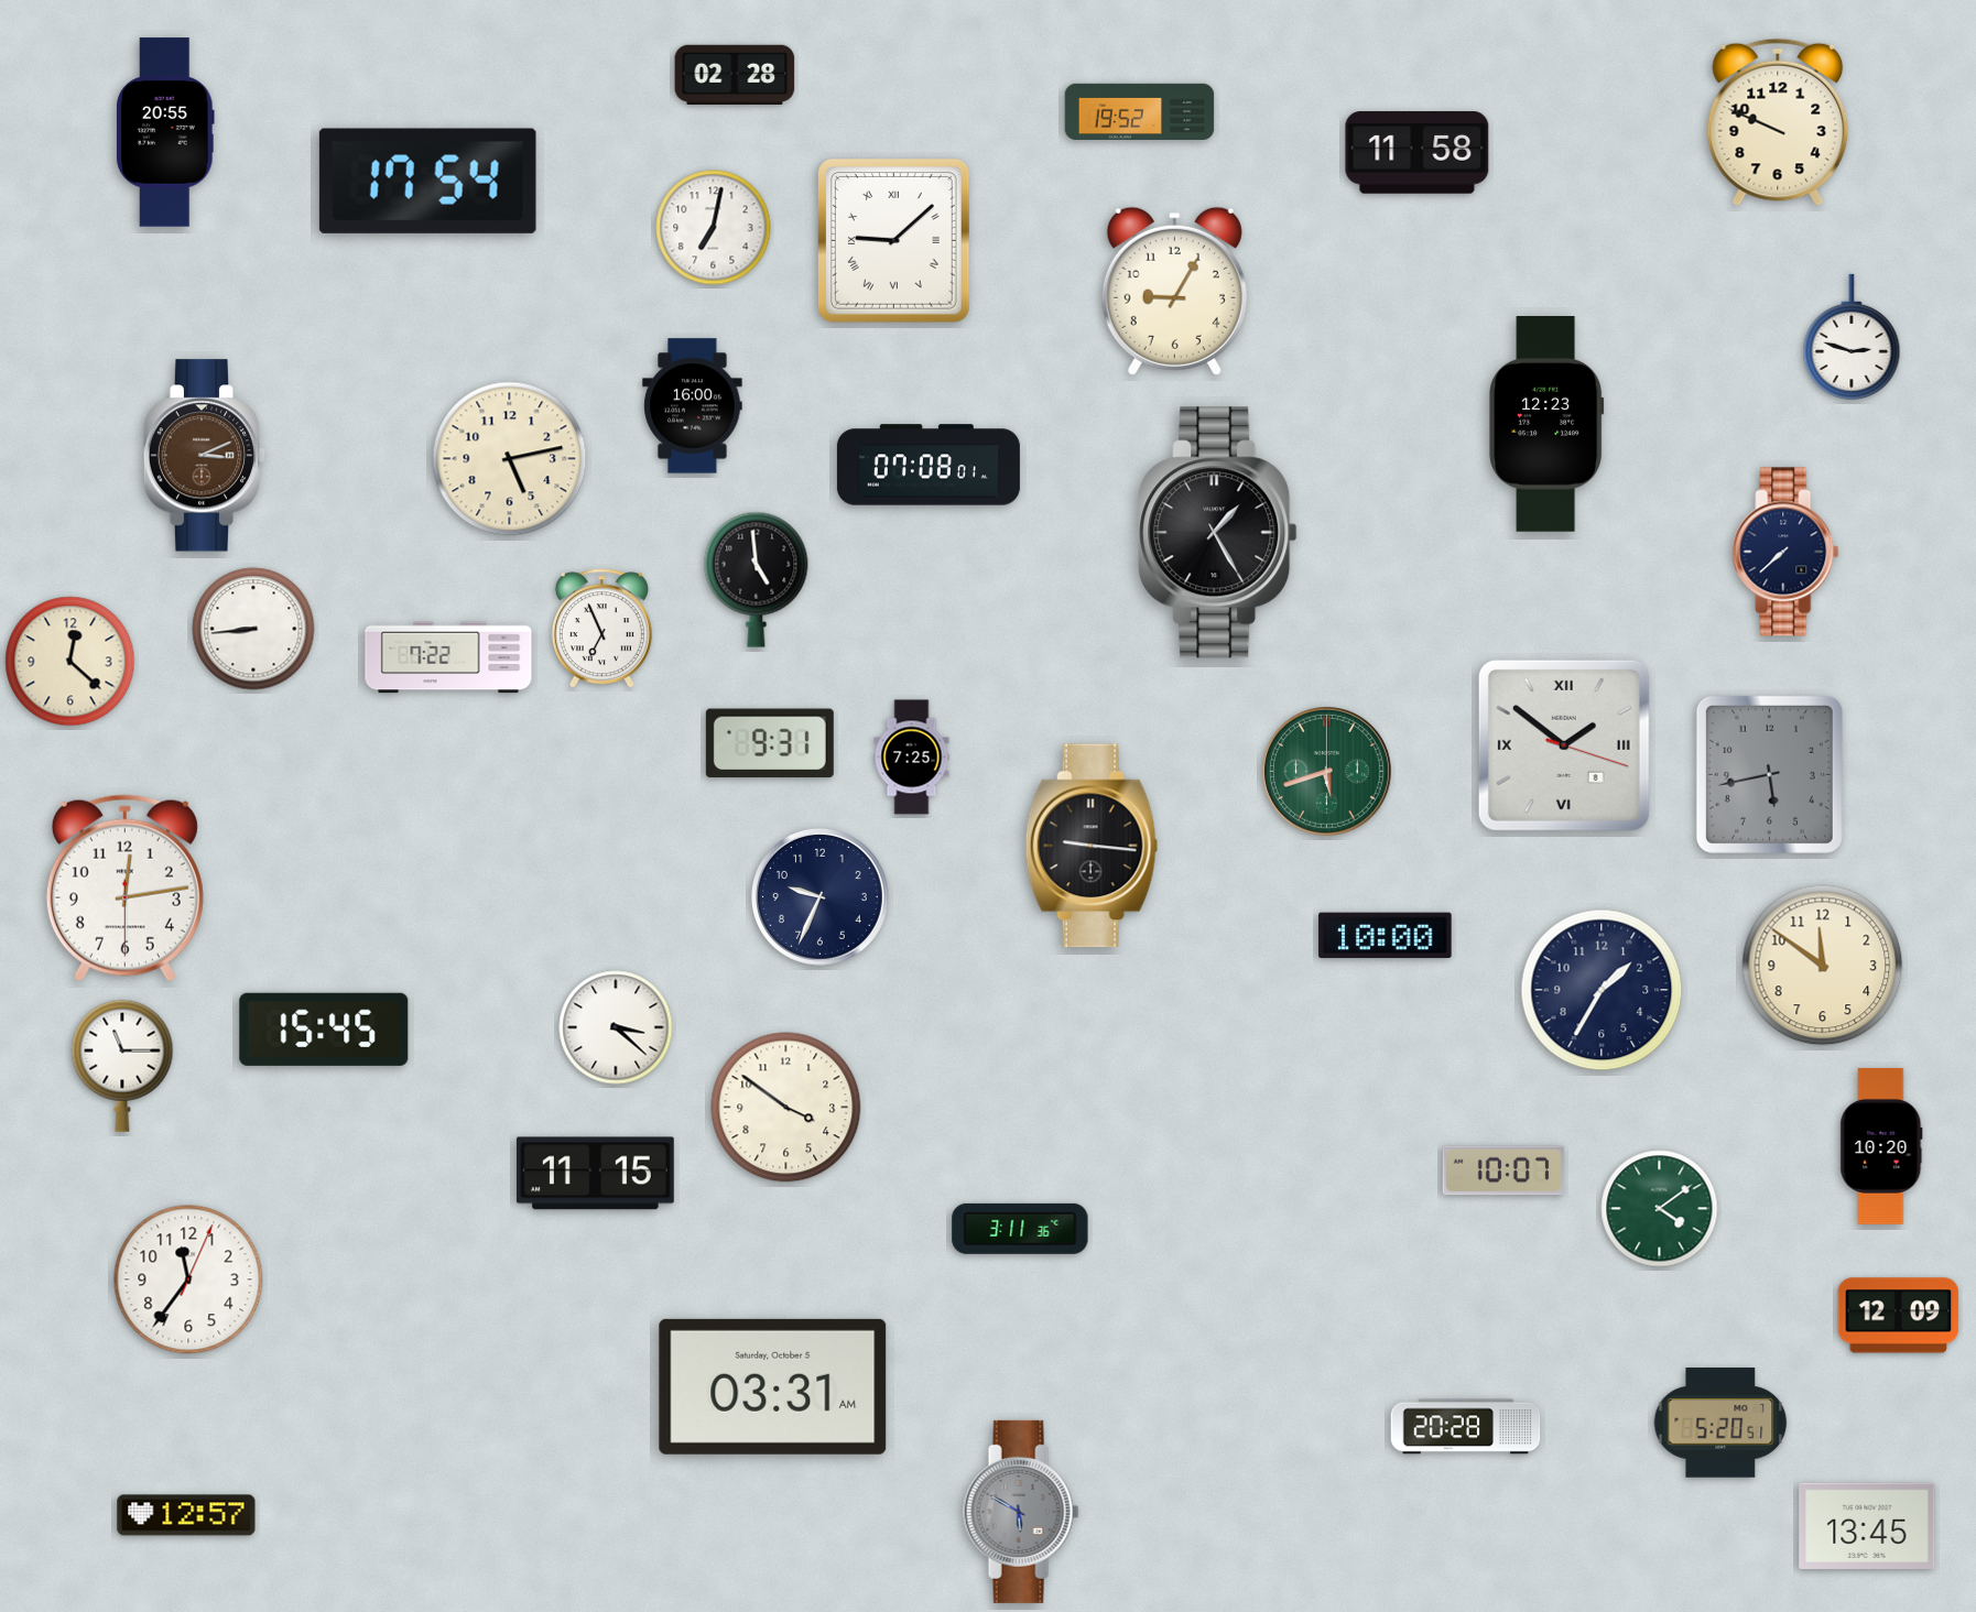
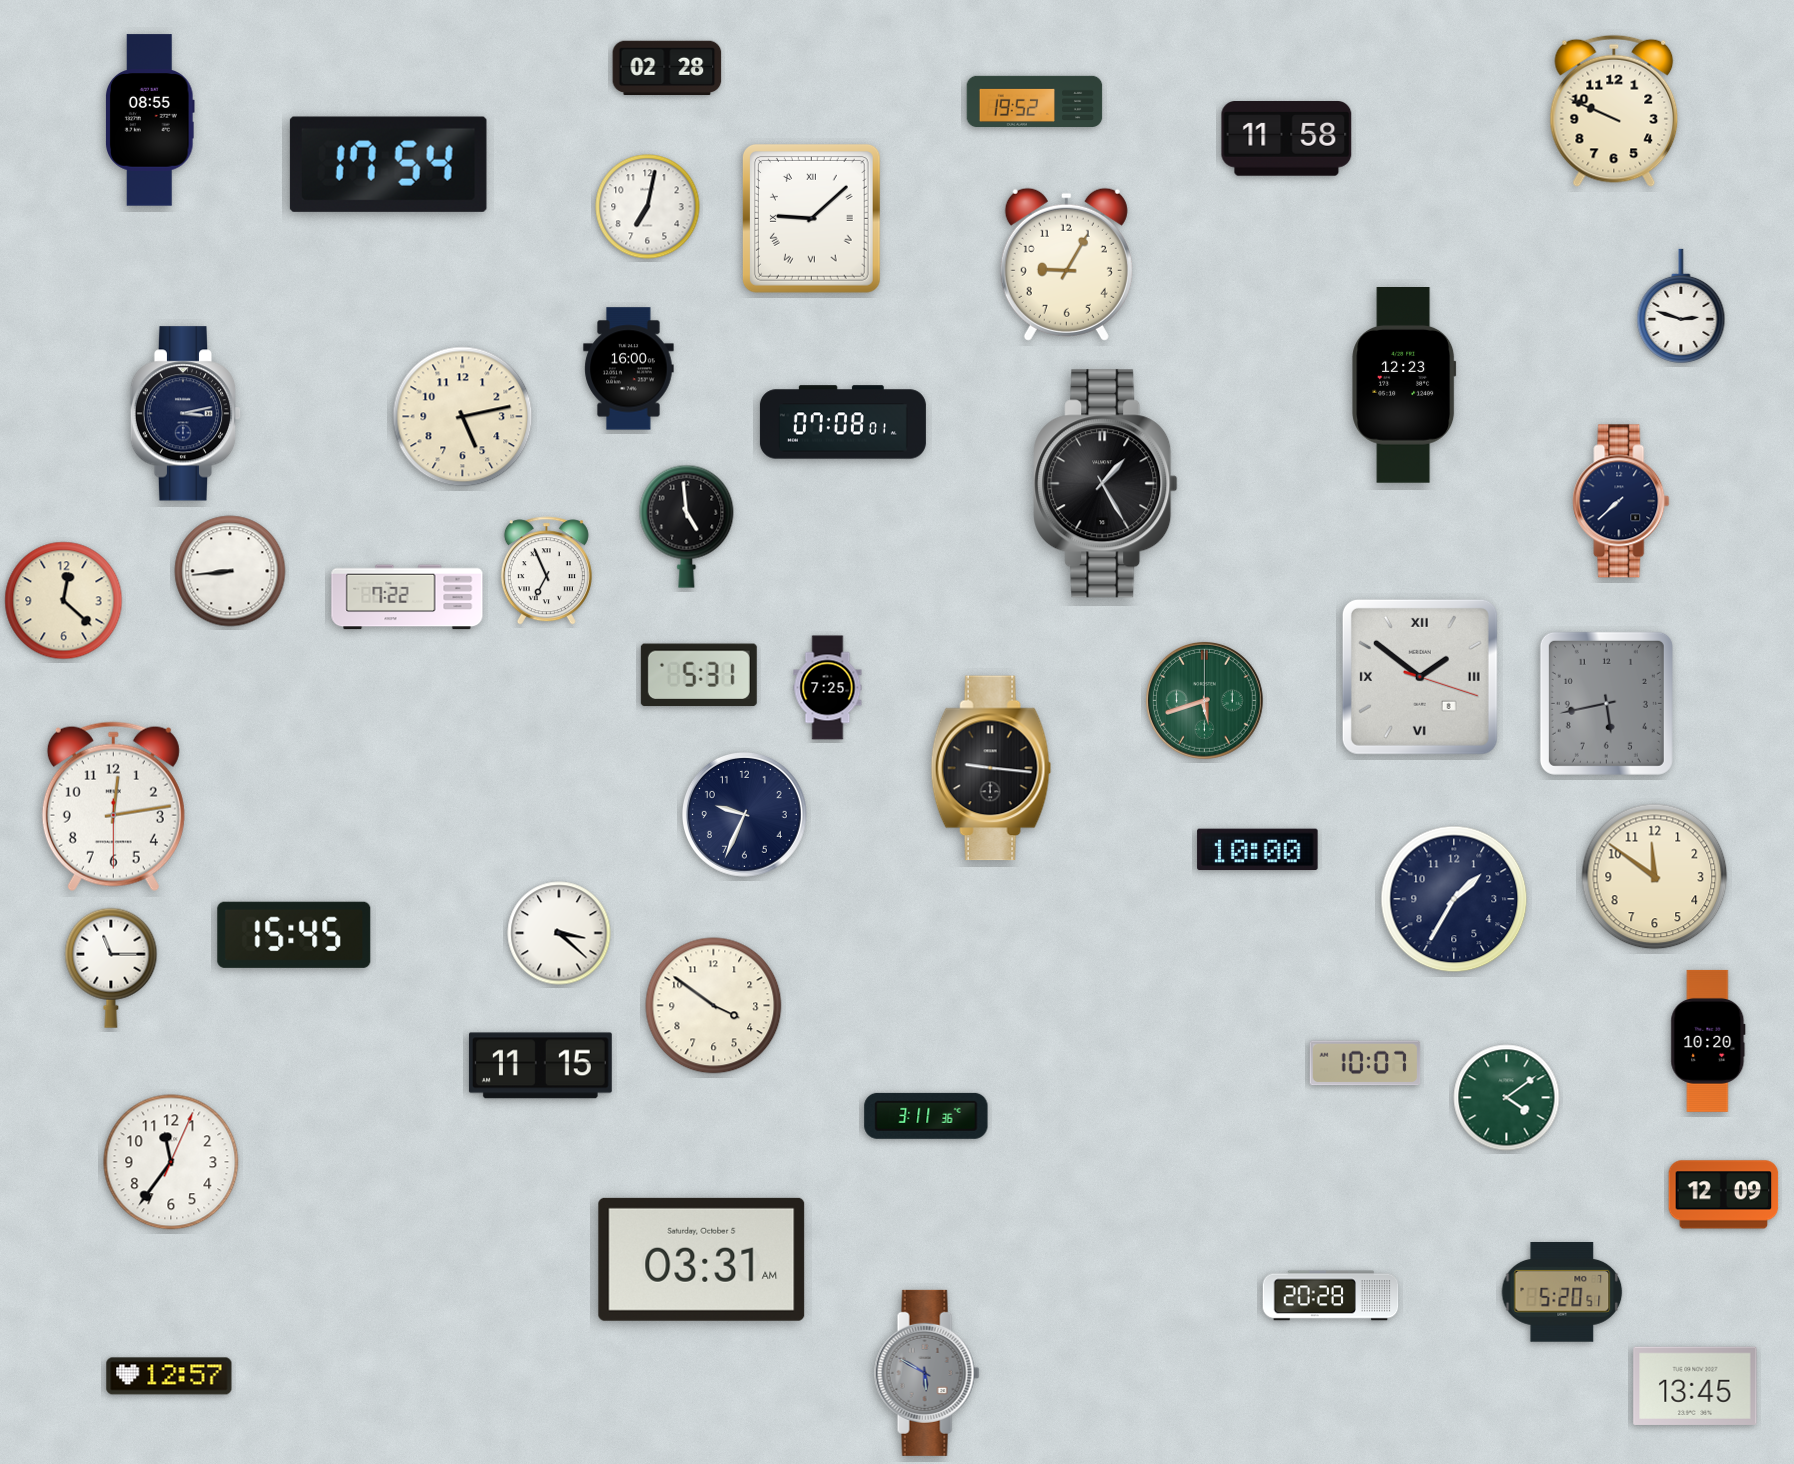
clock at (166, 132): 20:55 -> 08:55
clock at (205, 456): 3:11 -> 3:13
clock at (205, 456) dial: brown -> navy
clock at (770, 743): 9:31 -> 5:31
